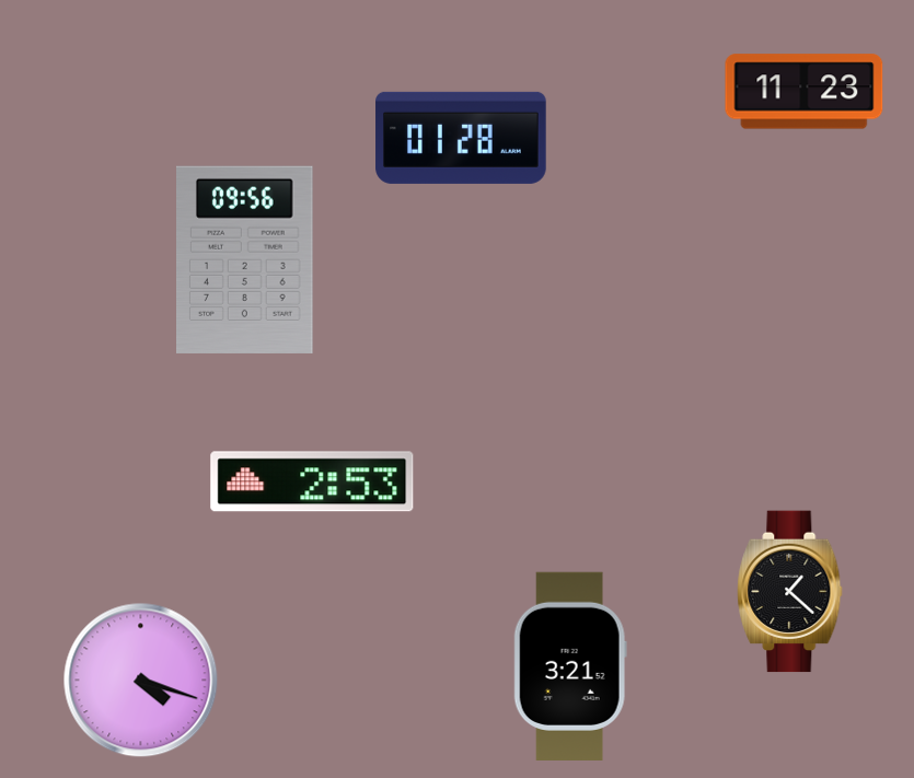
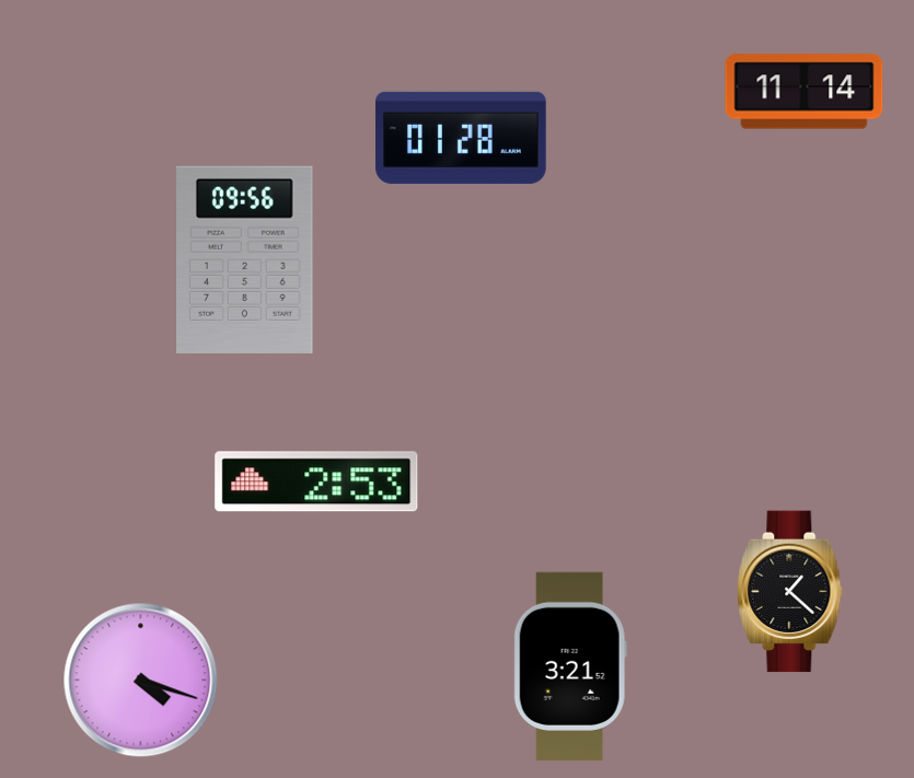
clock at (805, 92): 11:23 -> 11:14
clock at (312, 481) position: (312, 481) -> (316, 481)
